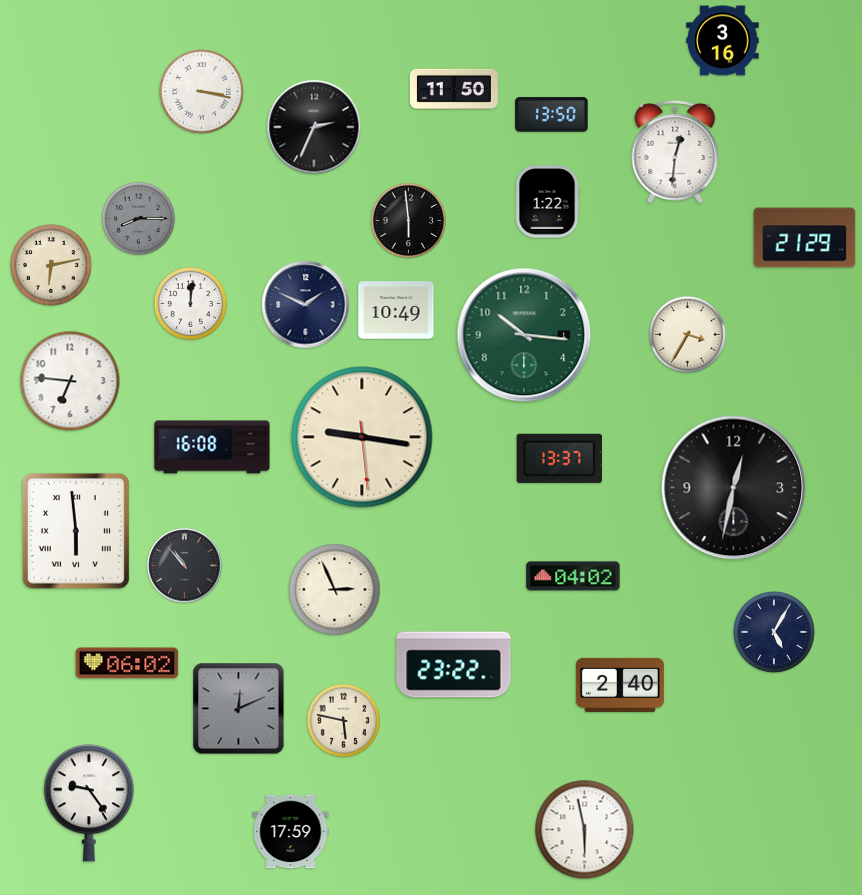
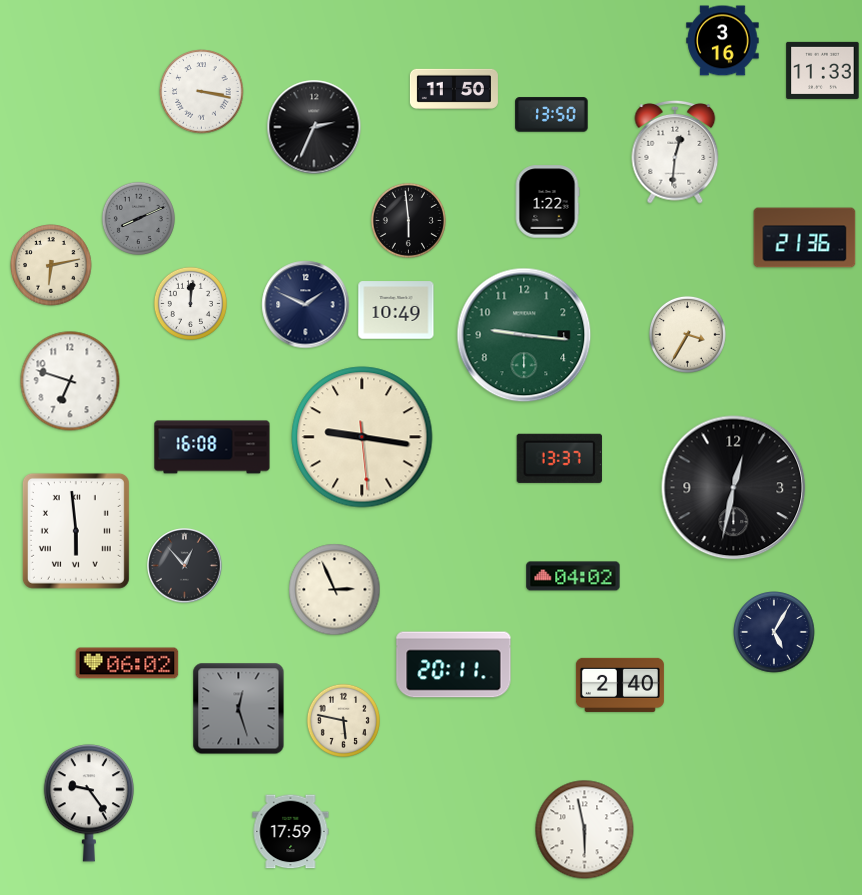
clock at (823, 70): none -> 11:33
clock at (138, 218): 8:15 -> 8:11
clock at (805, 238): 21:29 -> 21:36
clock at (524, 335): 10:16 -> 9:16
clock at (70, 381): 6:46 -> 6:48
clock at (185, 566): 10:53 -> 12:53
clock at (454, 665): 23:22 -> 20:11
clock at (239, 709): 12:11 -> 12:27
